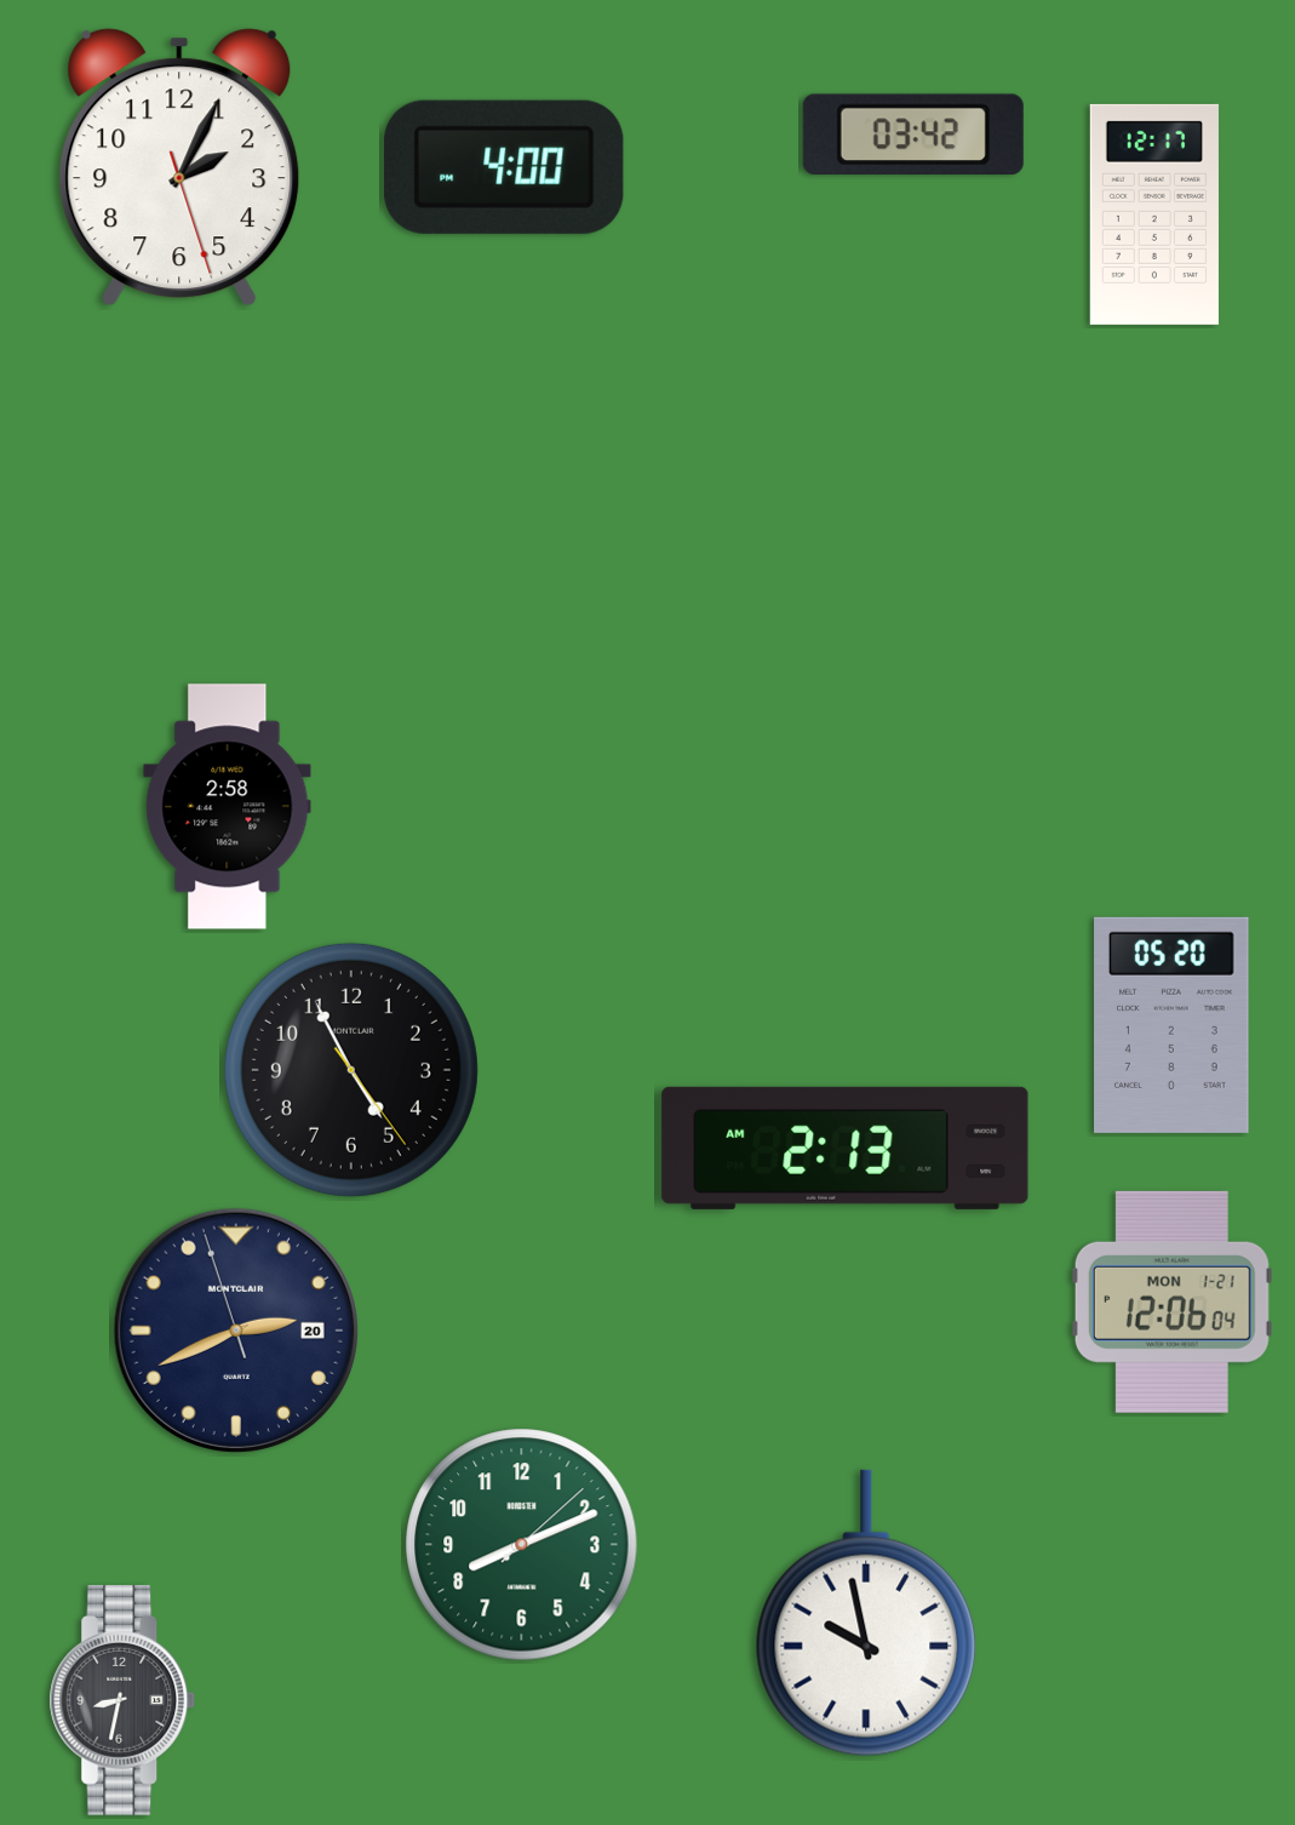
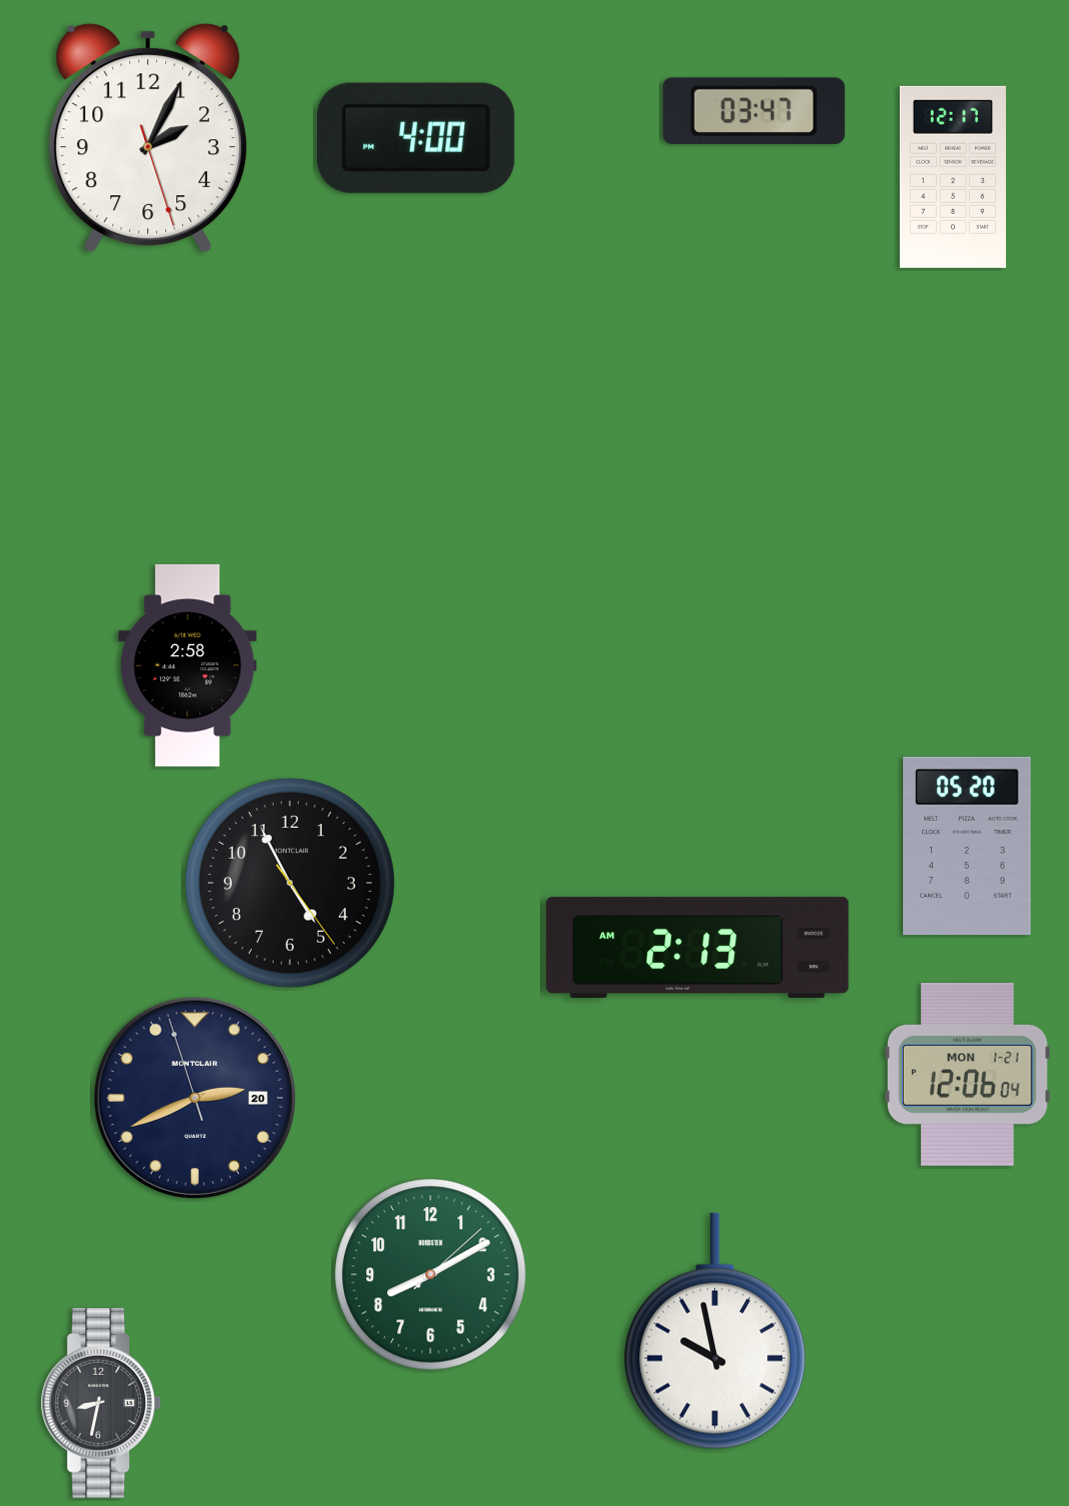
clock at (913, 135): 03:42 -> 03:47
clock at (522, 1545): 8:11 -> 8:10
